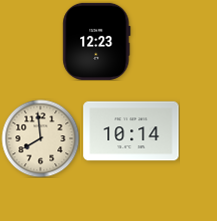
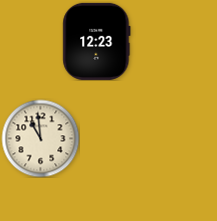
clock at (131, 131): 10:14 -> none
clock at (40, 138): 7:59 -> 10:59
